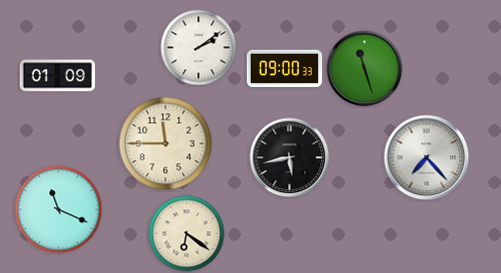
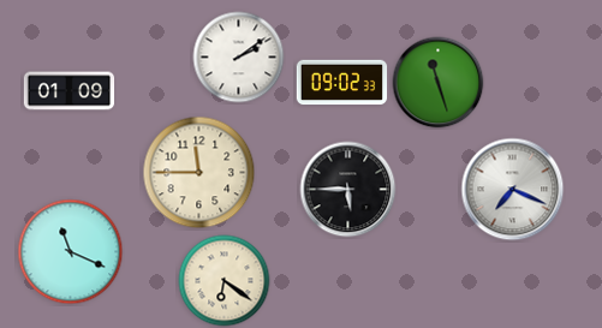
clock at (285, 69): 09:00 -> 09:02
clock at (290, 158): 5:43 -> 5:45
clock at (427, 158): 7:23 -> 7:19
